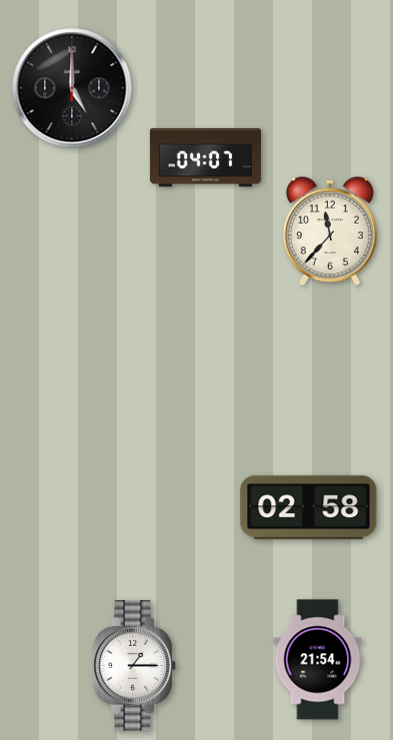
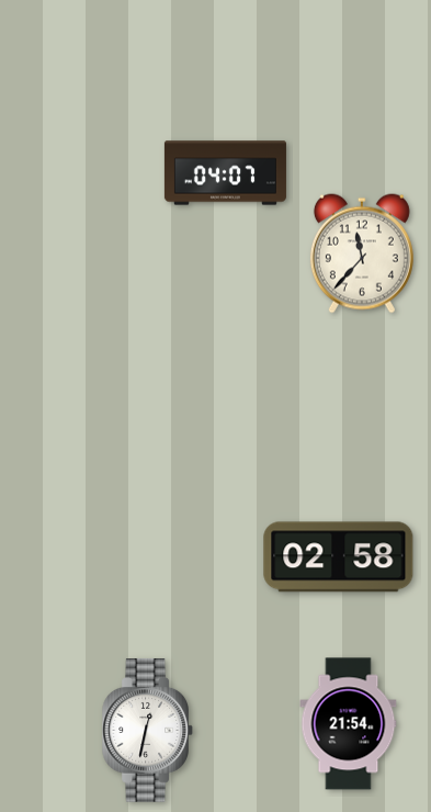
clock at (72, 88): 5:00 -> none
clock at (134, 666): 1:15 -> 12:32
